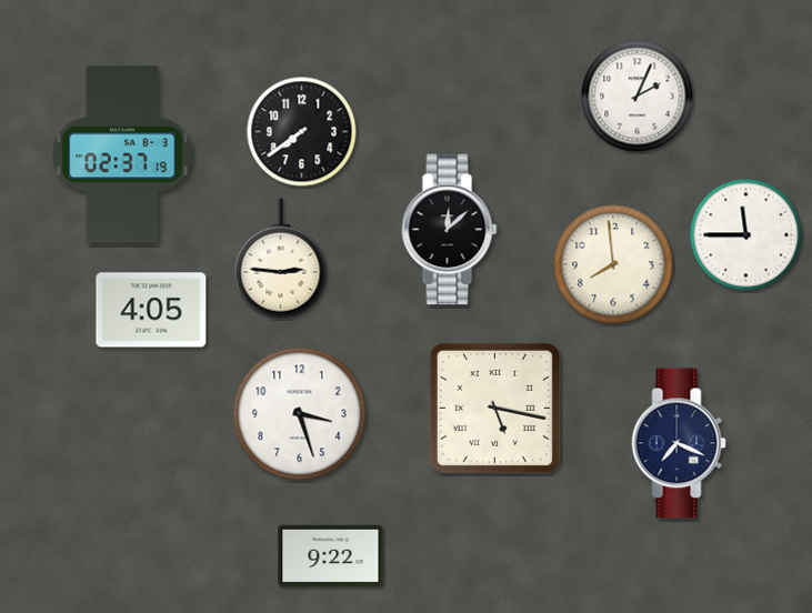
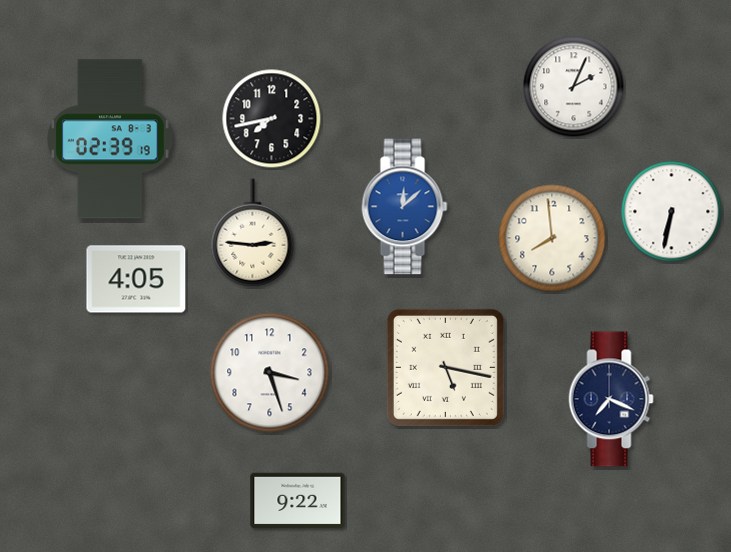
clock at (302, 132): 7:39 -> 7:43
clock at (122, 154): 02:37 -> 02:39
clock at (450, 230) dial: black -> blue
clock at (746, 235): 11:45 -> 6:32
